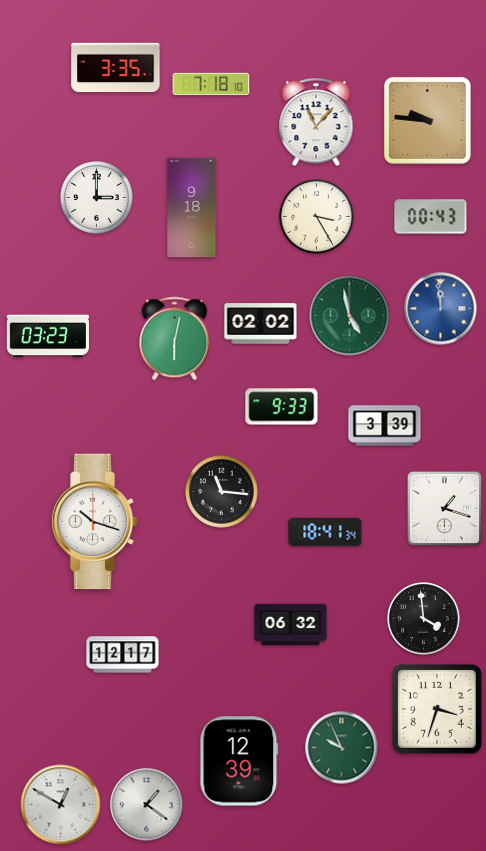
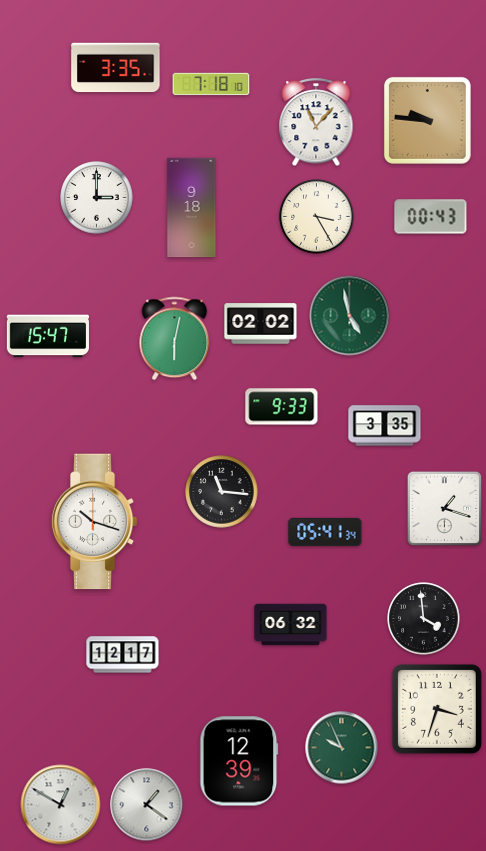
clock at (441, 309): 11:59 -> none
clock at (48, 336): 03:23 -> 15:47
clock at (385, 426): 3:39 -> 3:35
clock at (325, 532): 18:41 -> 05:41
